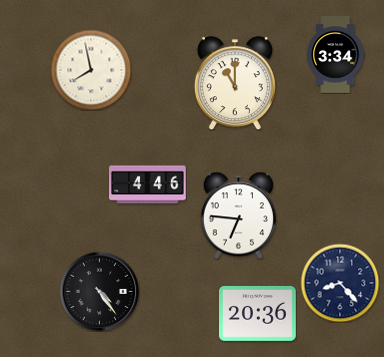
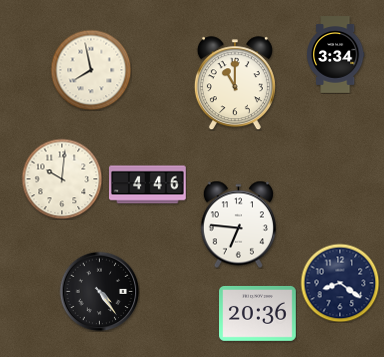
clock at (62, 179): none -> 10:01
clock at (238, 215) position: (238, 215) -> (238, 224)
clock at (340, 283): 8:23 -> 8:21
